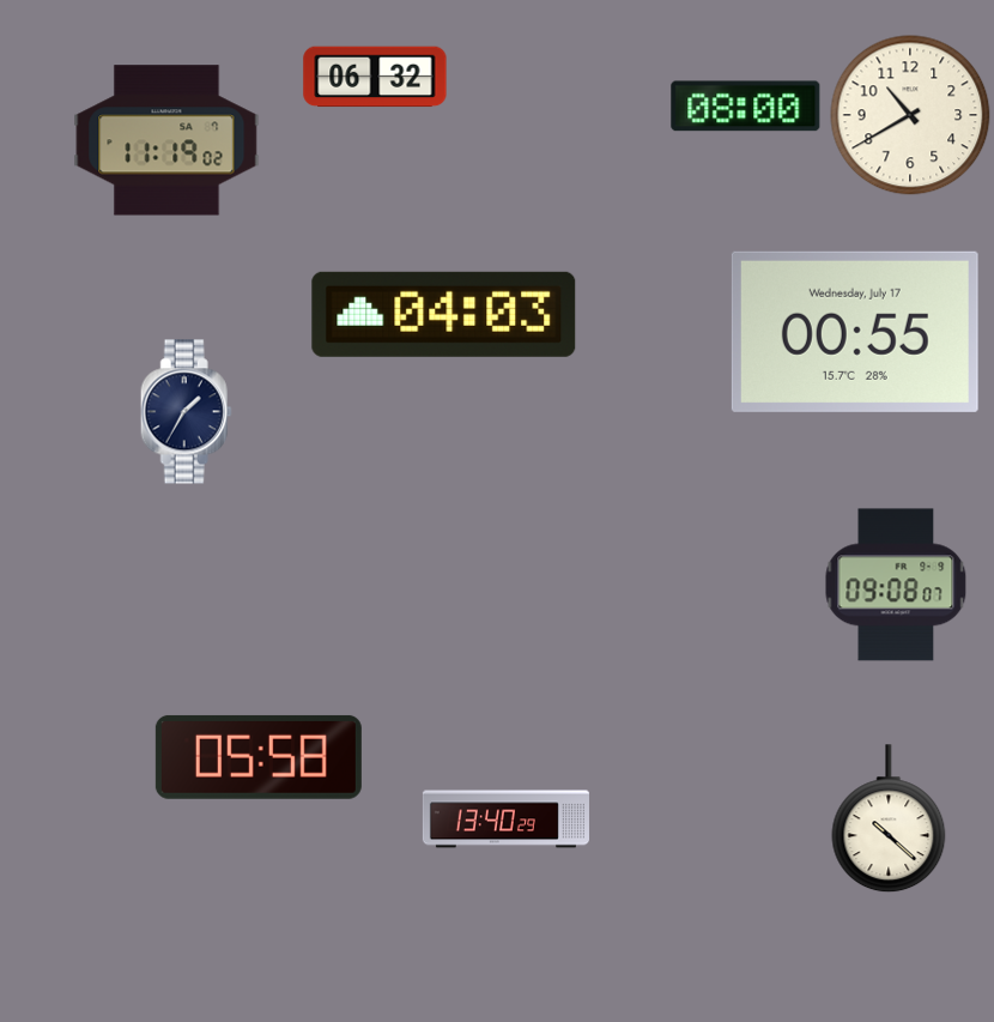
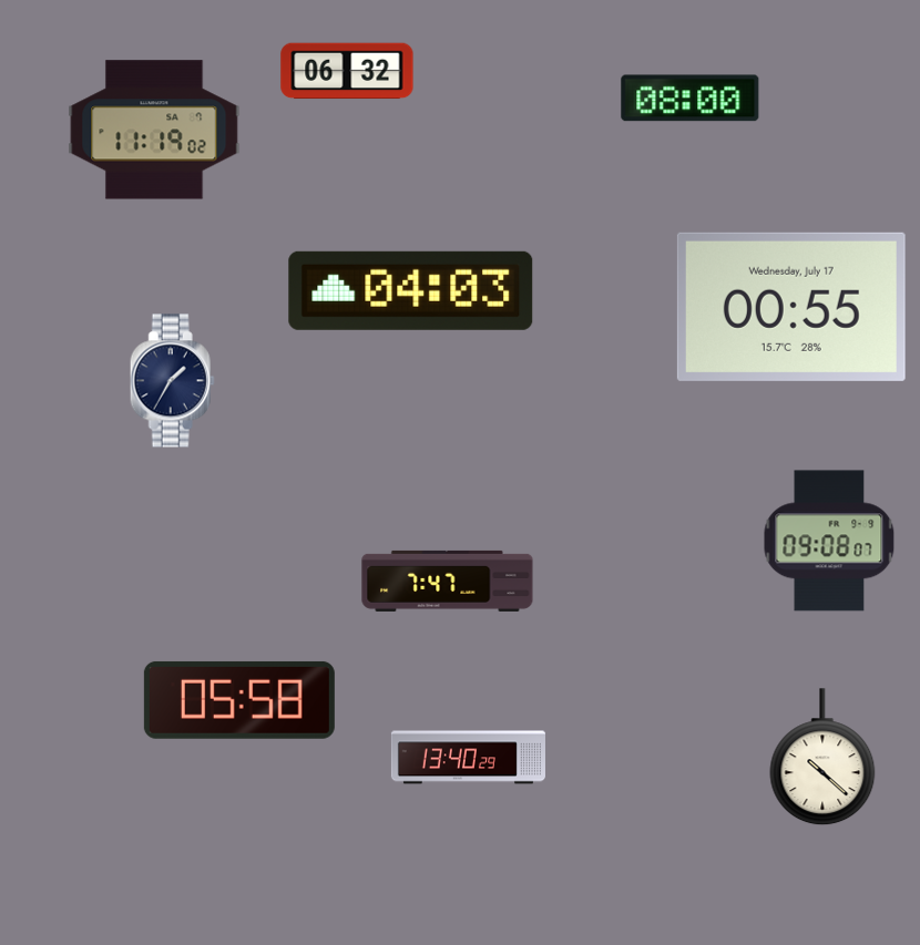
clock at (910, 115): 10:40 -> none
clock at (448, 581): none -> 7:47
